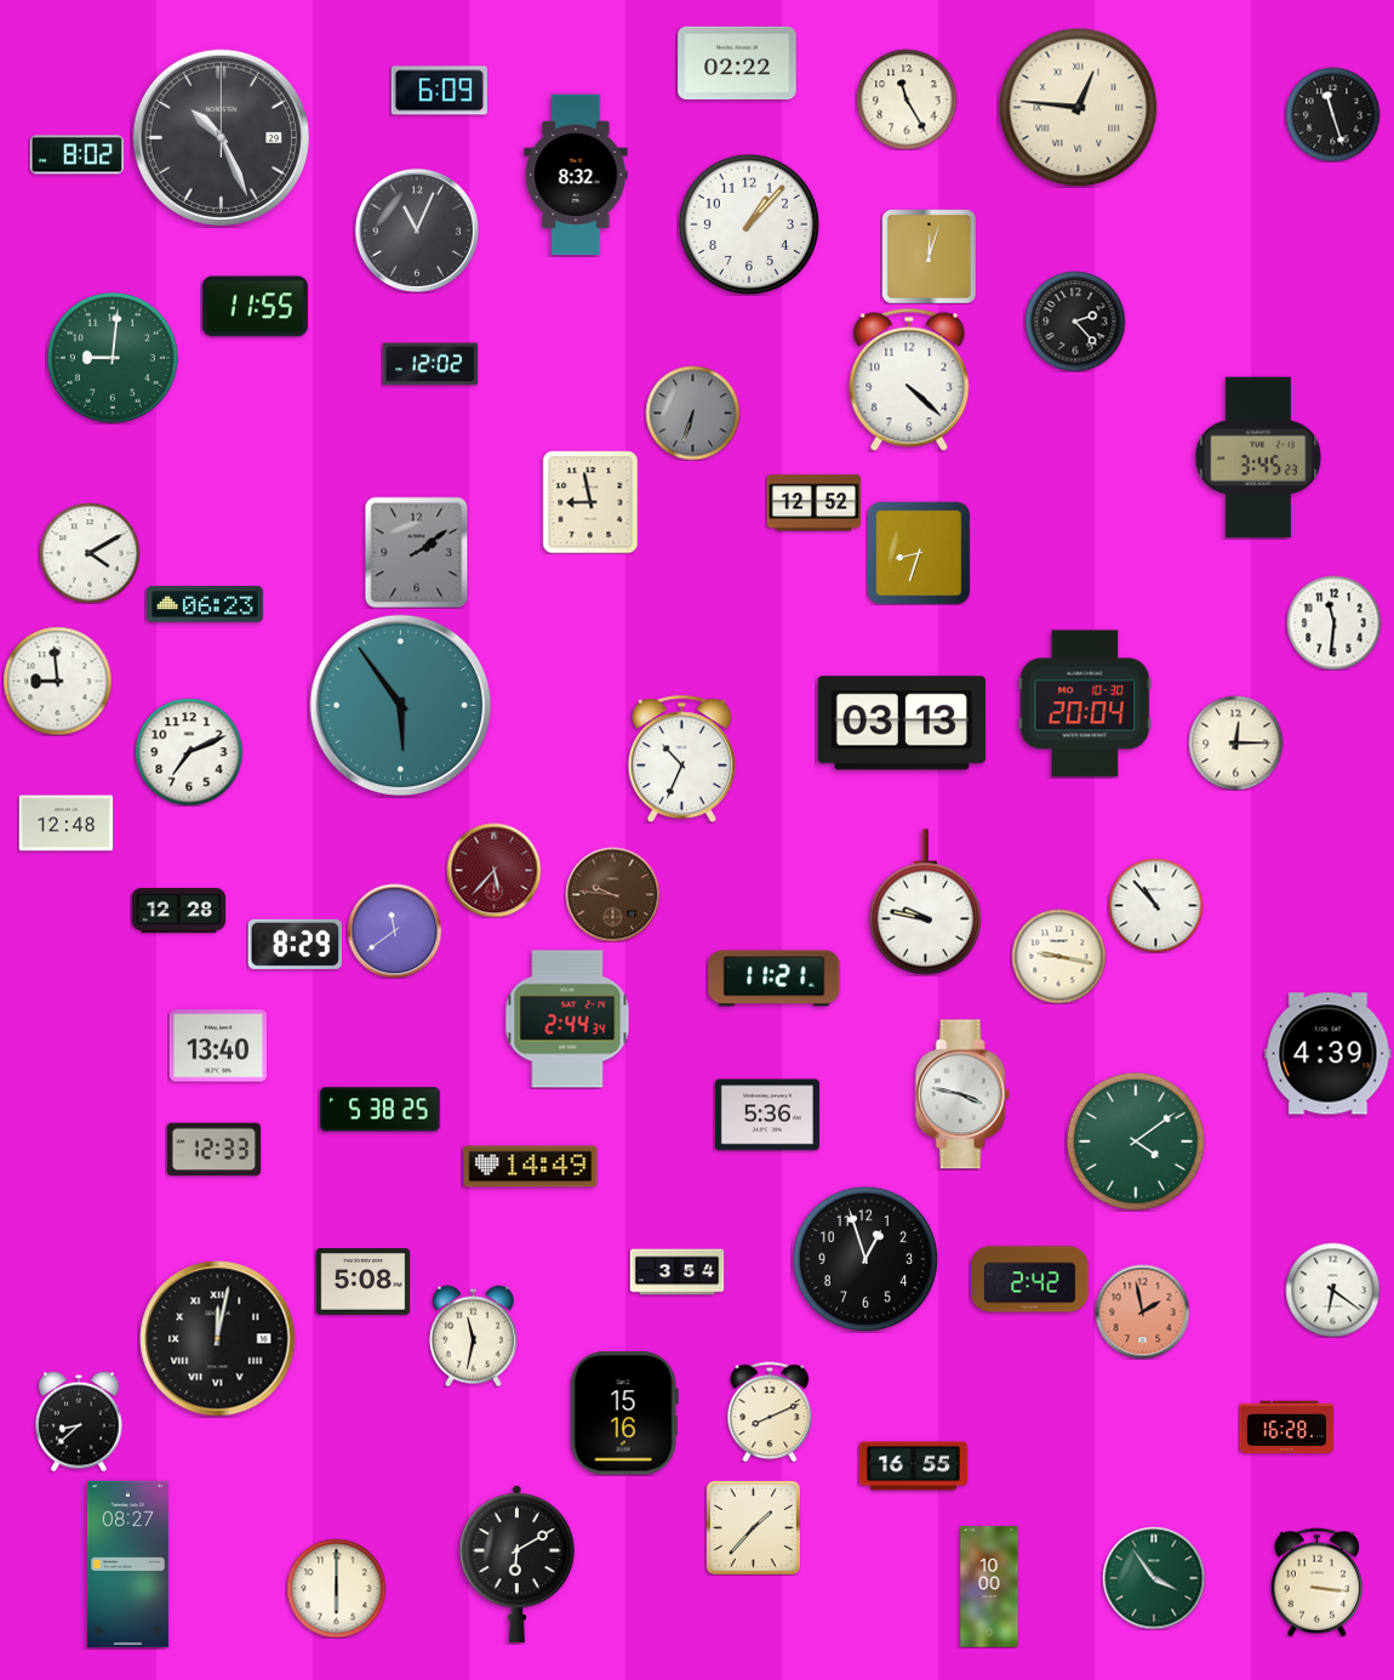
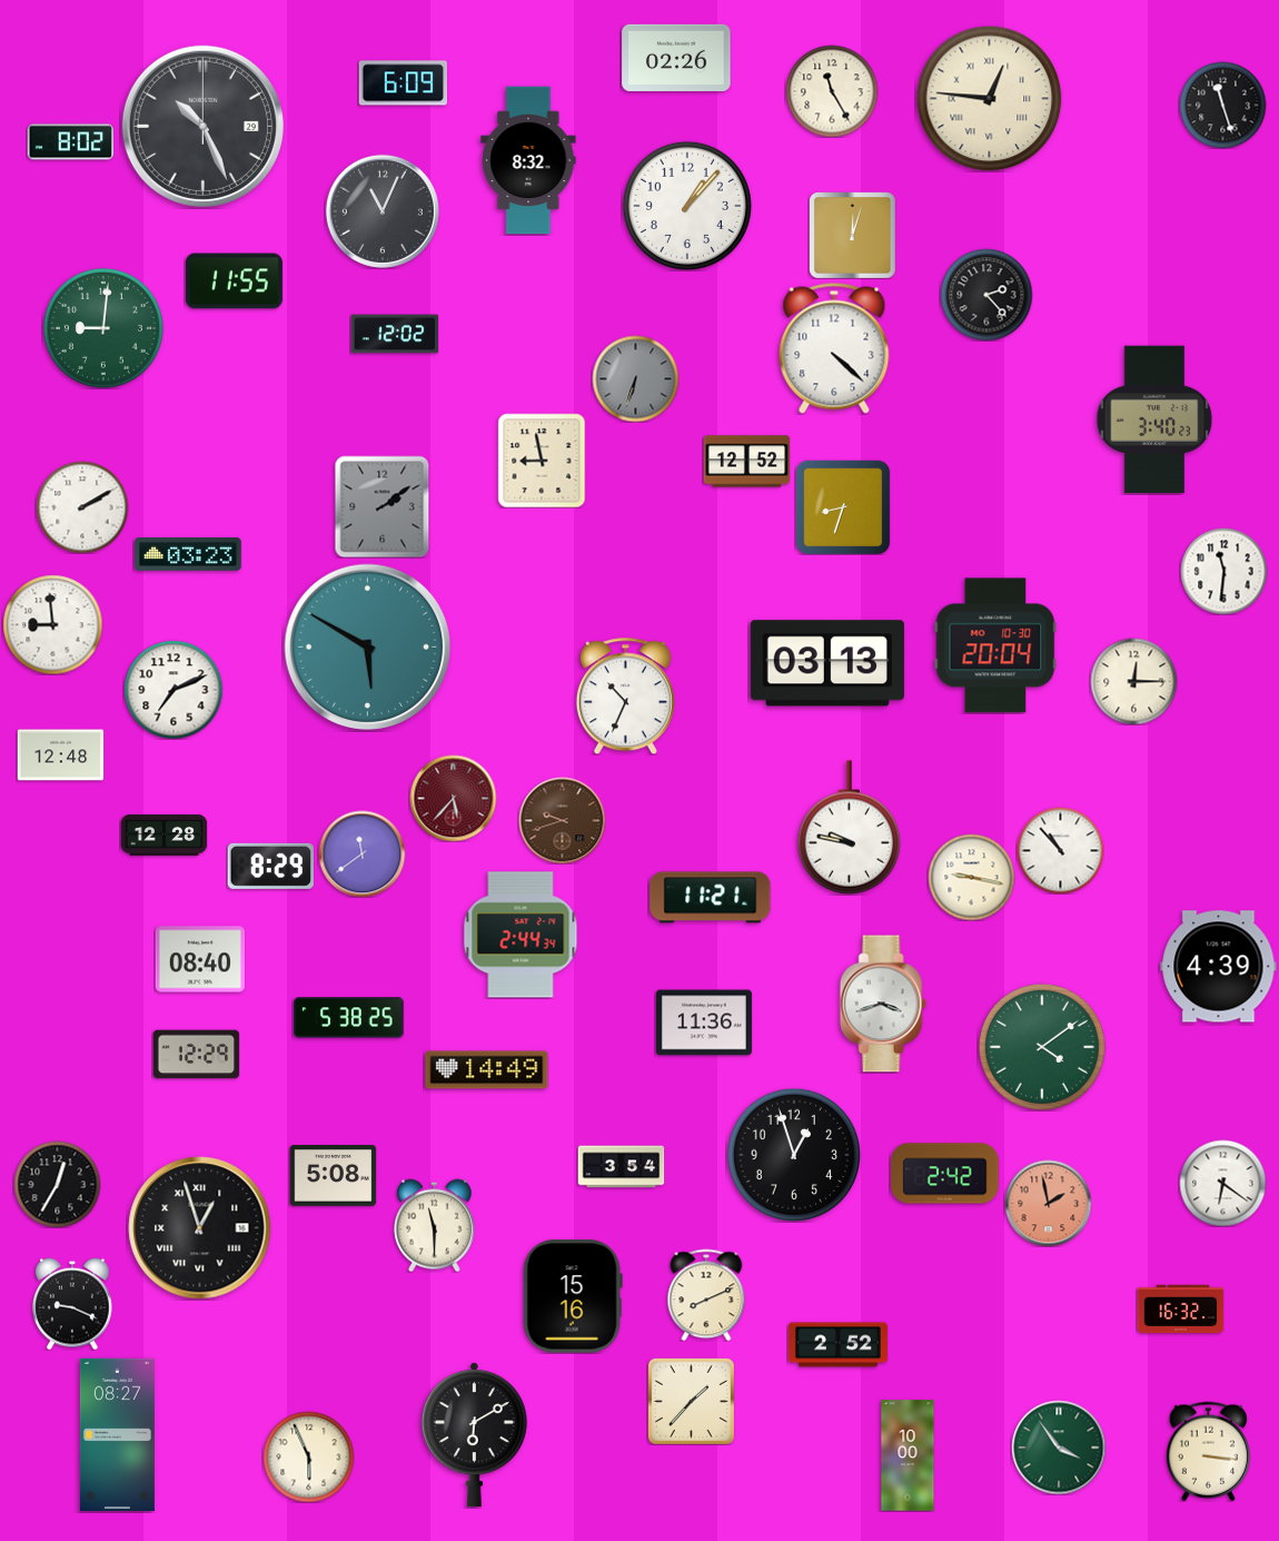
clock at (737, 63): 02:22 -> 02:26
clock at (1258, 457): 3:45 -> 3:40
clock at (90, 553): 4:10 -> 2:10
clock at (205, 604): 06:23 -> 03:23
clock at (401, 706): 5:54 -> 5:50
clock at (612, 894): 9:46 -> 9:42
clock at (1155, 905) position: (1155, 905) -> (1060, 850)
clock at (217, 1046): 13:40 -> 08:40
clock at (962, 1094): 3:47 -> 3:42
clock at (767, 1115): 5:36 -> 11:36
clock at (213, 1150): 12:33 -> 12:29
clock at (57, 1184): none -> 12:35
clock at (473, 1336): 11:32 -> 11:30
clock at (218, 1339): 12:02 -> 12:57
clock at (79, 1422): 8:38 -> 9:19
clock at (1286, 1428): 16:28 -> 16:32
clock at (913, 1467): 16:55 -> 2:52
clock at (336, 1588): 6:00 -> 5:56
